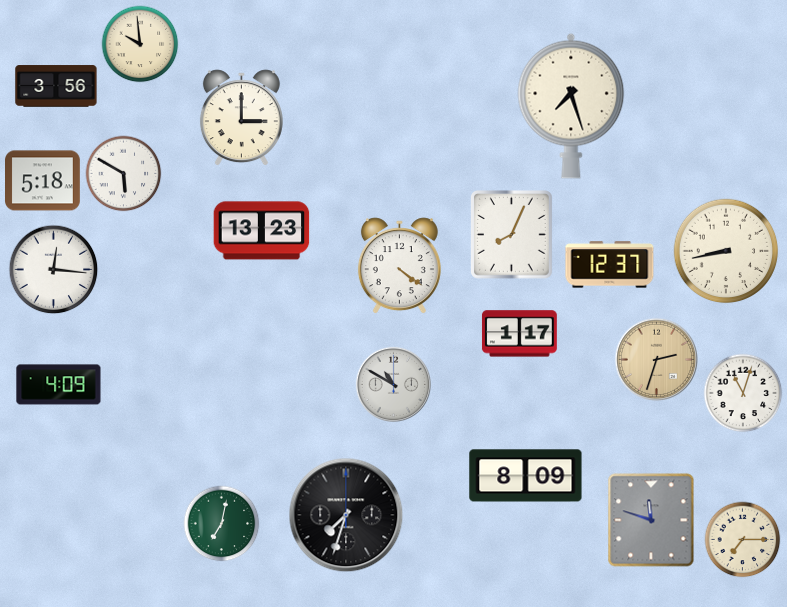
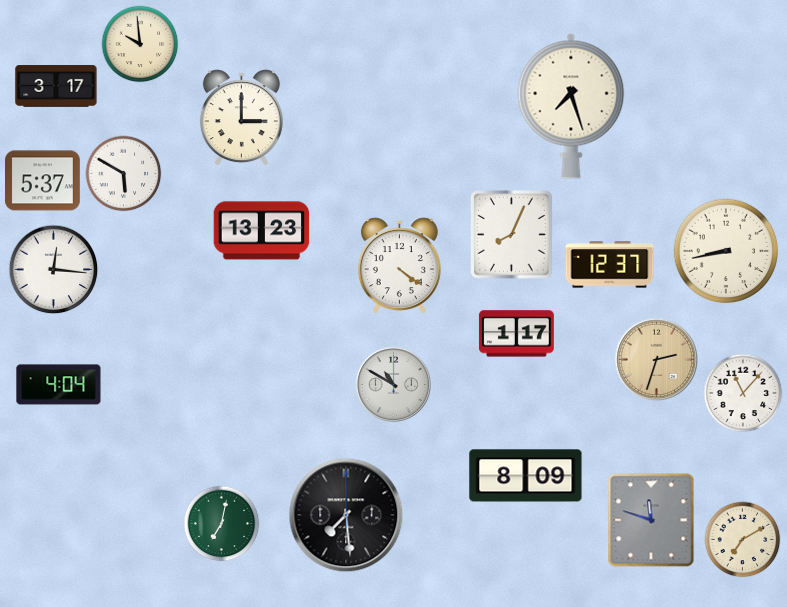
clock at (56, 86): 3:56 -> 3:17
clock at (43, 181): 5:18 -> 5:37
clock at (519, 334) position: (519, 334) -> (516, 334)
clock at (59, 385): 4:09 -> 4:04
clock at (743, 393): 11:03 -> 11:07
clock at (346, 515): 7:33 -> 7:29
clock at (743, 540): 7:15 -> 7:10
